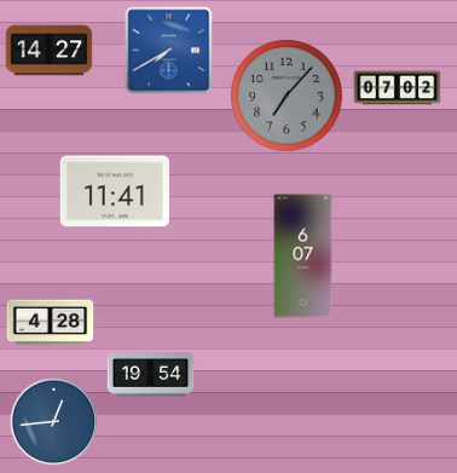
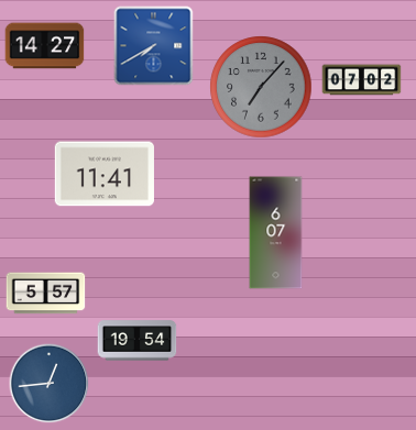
clock at (51, 323): 4:28 -> 5:57
